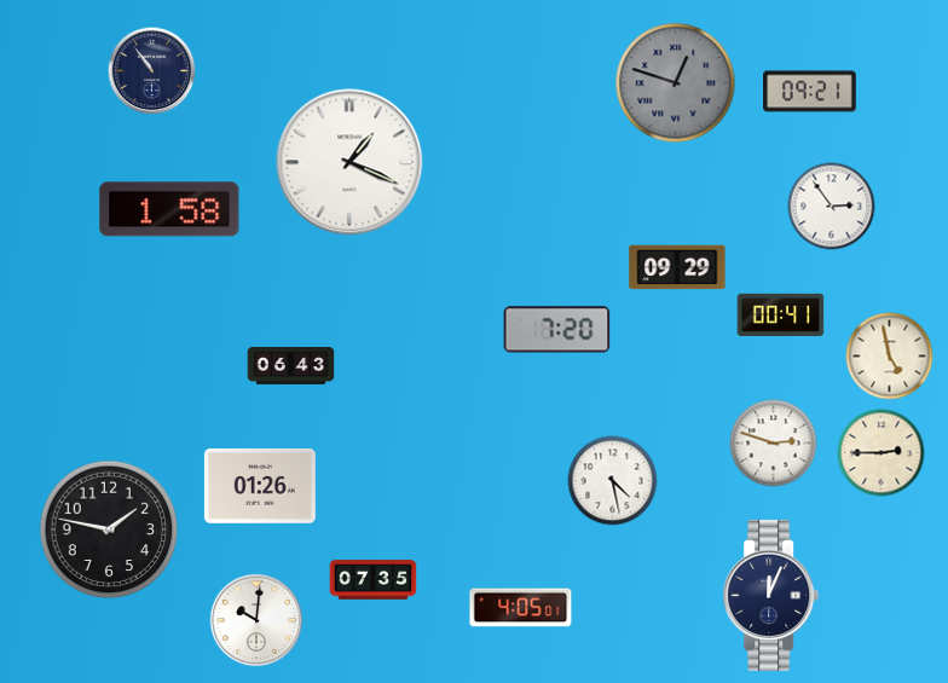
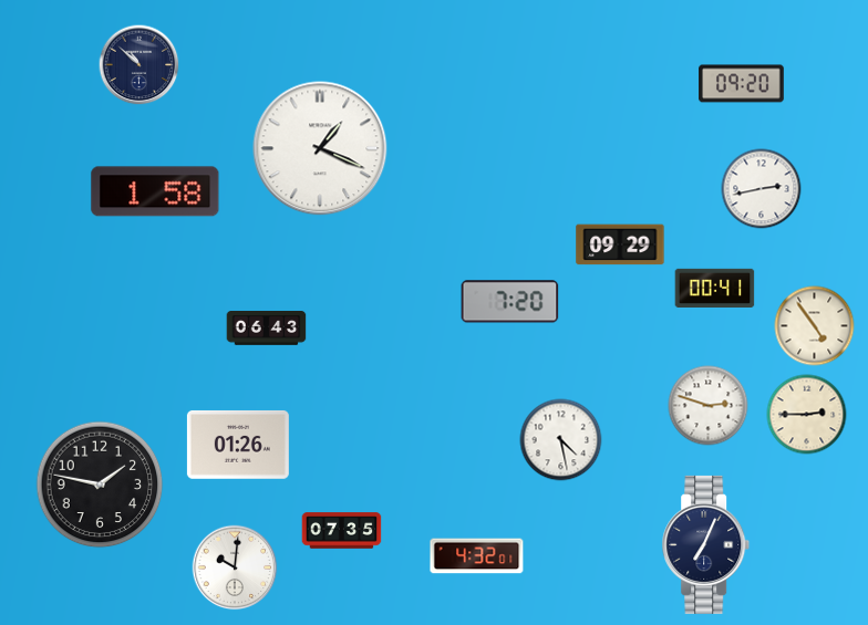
clock at (152, 71): 10:54 -> 10:52
clock at (676, 83): 12:48 -> none
clock at (810, 92): 09:21 -> 09:20
clock at (832, 207): 2:54 -> 2:43
clock at (890, 357): 4:58 -> 4:54
clock at (291, 366) position: (291, 366) -> (267, 329)
clock at (771, 595): 12:04 -> 7:04
clock at (521, 608): 4:05 -> 4:32
